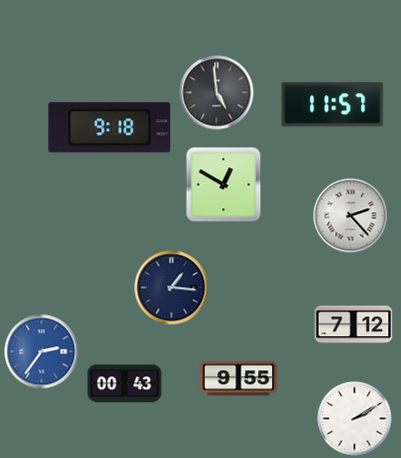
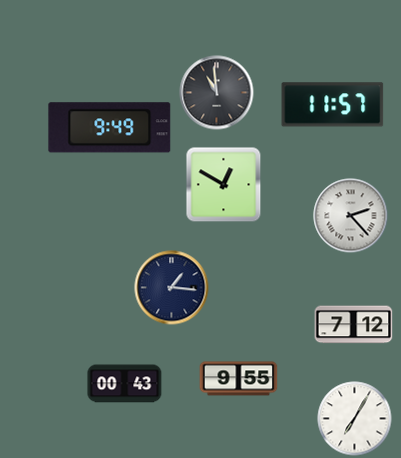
clock at (217, 93): 4:59 -> 10:59
clock at (110, 128): 9:18 -> 9:49
clock at (42, 352): 2:36 -> none
clock at (355, 419): 2:10 -> 7:05
